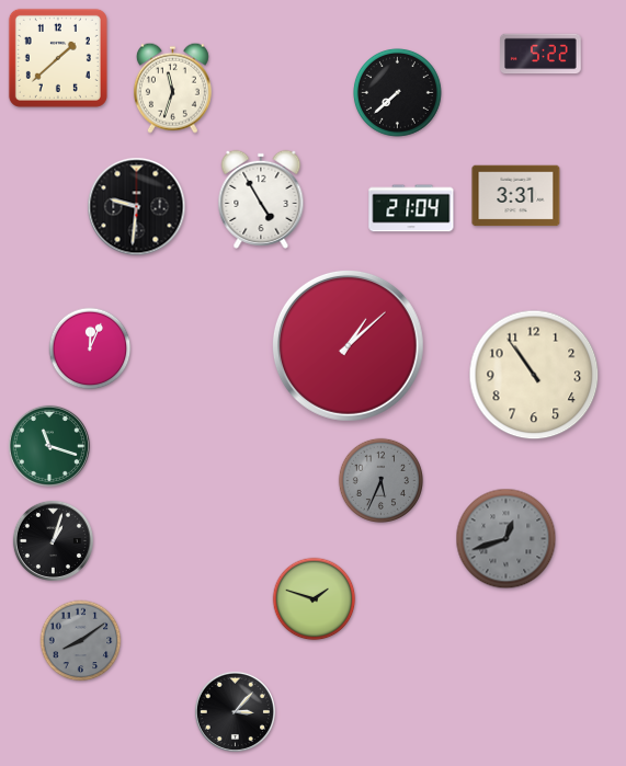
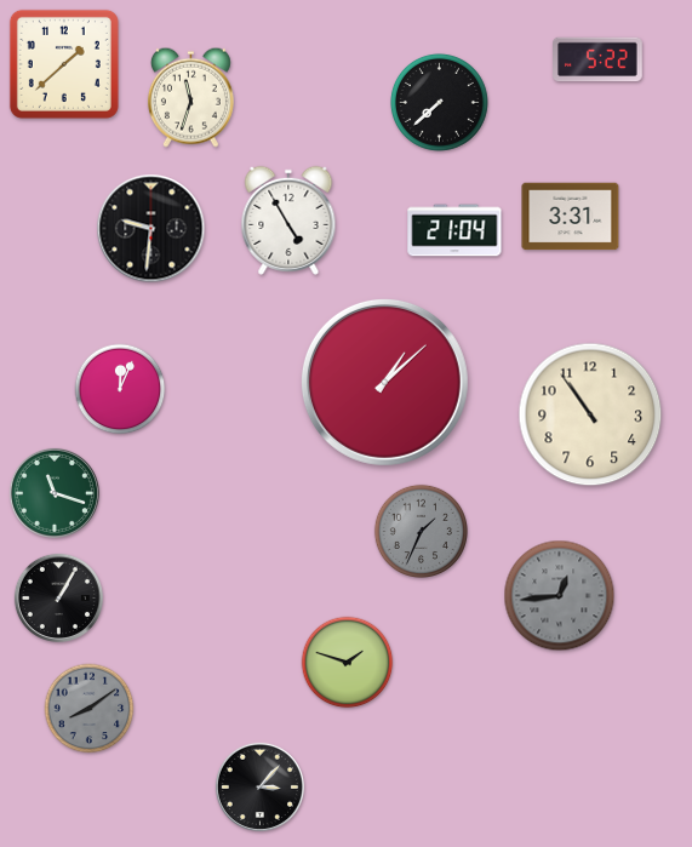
clock at (90, 348) position: (90, 348) -> (120, 389)
clock at (380, 480): 5:34 -> 1:34
clock at (507, 539): 12:42 -> 12:44
clock at (53, 540): 1:03 -> 1:05
